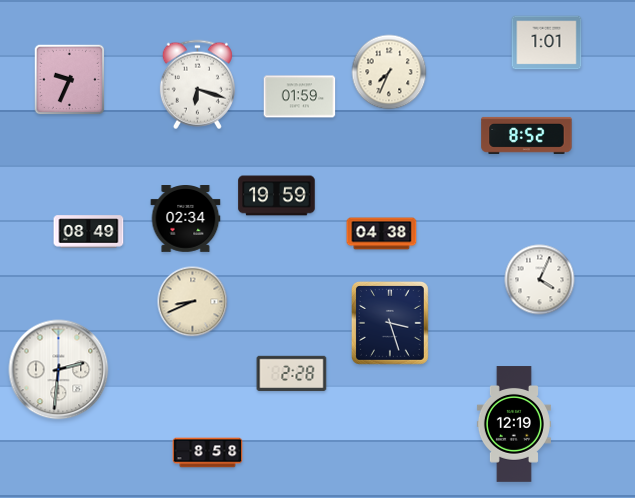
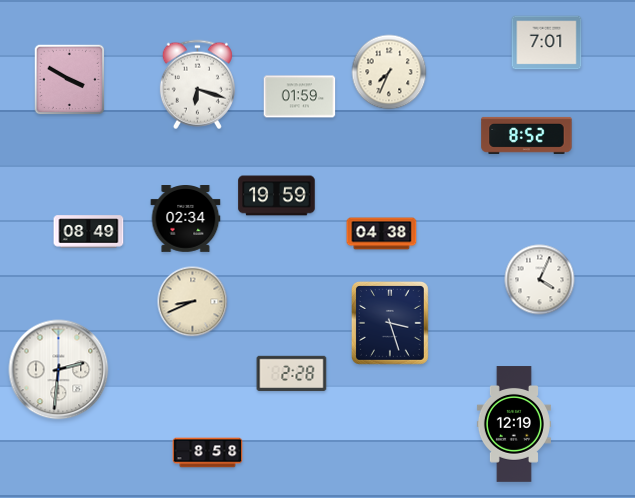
clock at (547, 43): 1:01 -> 7:01
clock at (70, 80): 9:34 -> 3:50
